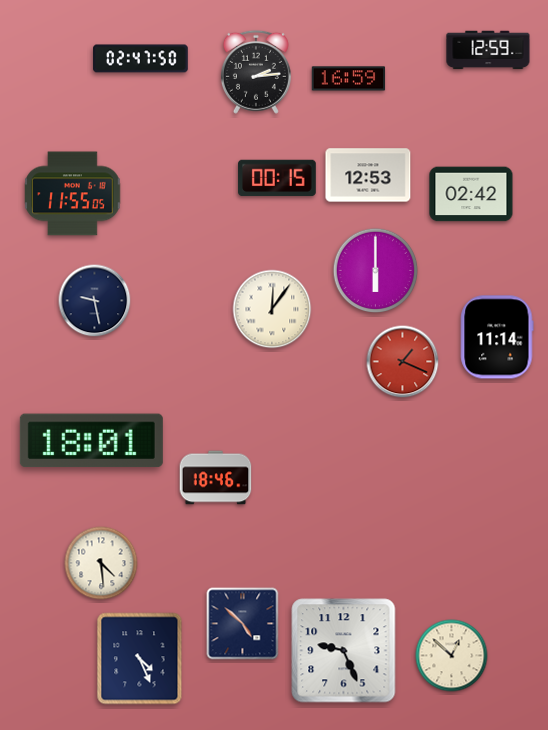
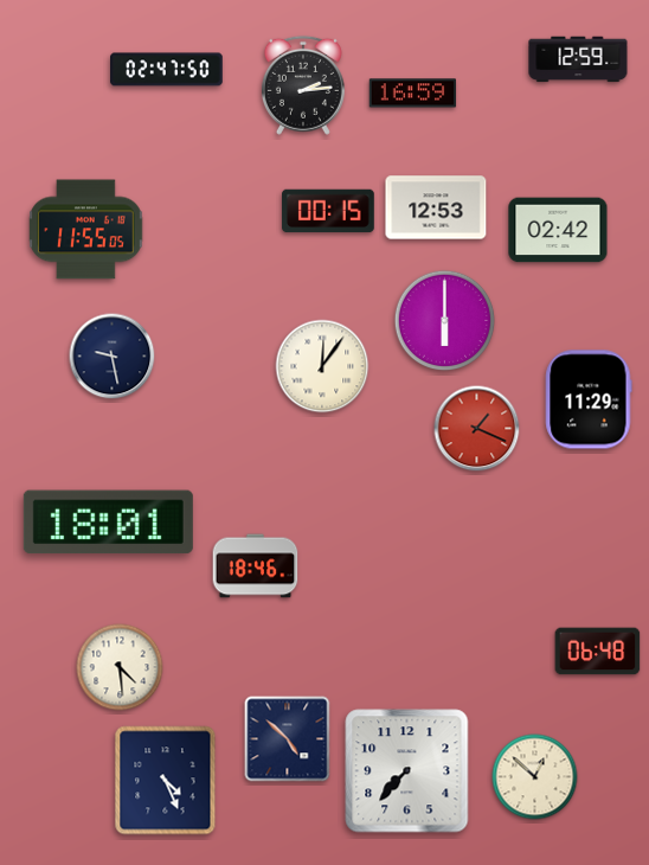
clock at (497, 337): 11:14 -> 11:29
clock at (598, 652): none -> 06:48
clock at (344, 651): 9:26 -> 7:37
